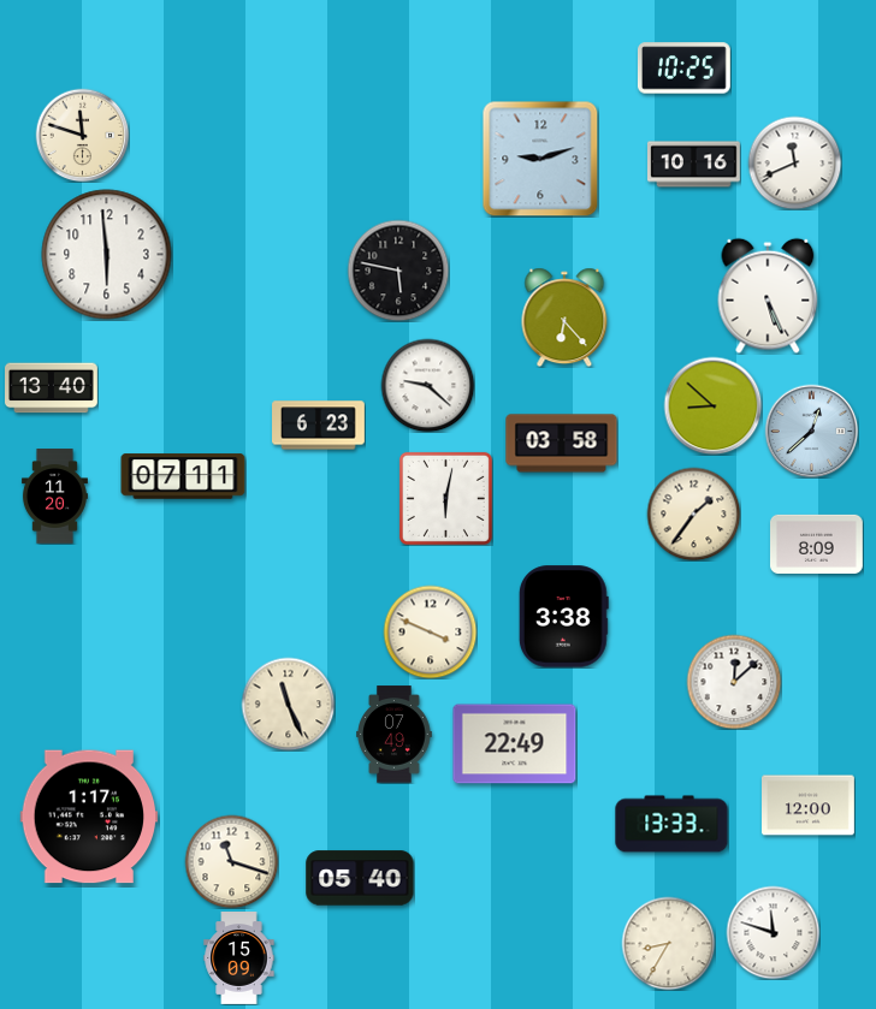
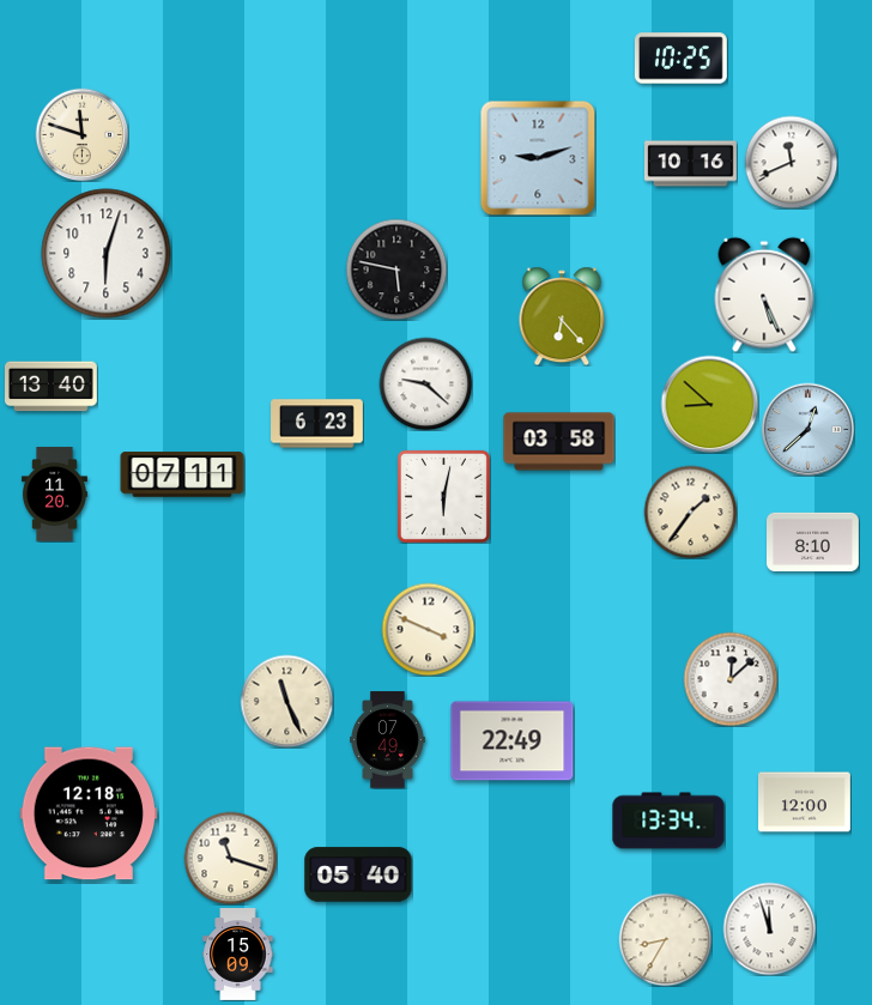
clock at (683, 69) position: (683, 69) -> (680, 59)
clock at (107, 255): 5:59 -> 6:03
clock at (817, 544): 8:09 -> 8:10
clock at (563, 617): 3:38 -> none
clock at (395, 735) position: (395, 735) -> (388, 740)
clock at (89, 817): 1:17 -> 12:18
clock at (671, 824): 13:33 -> 13:34
clock at (773, 932): 11:48 -> 11:57
